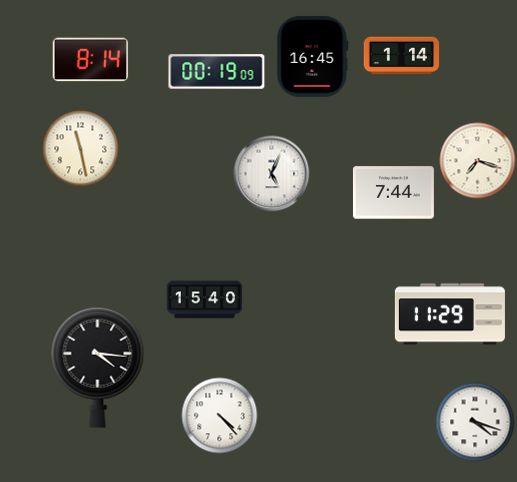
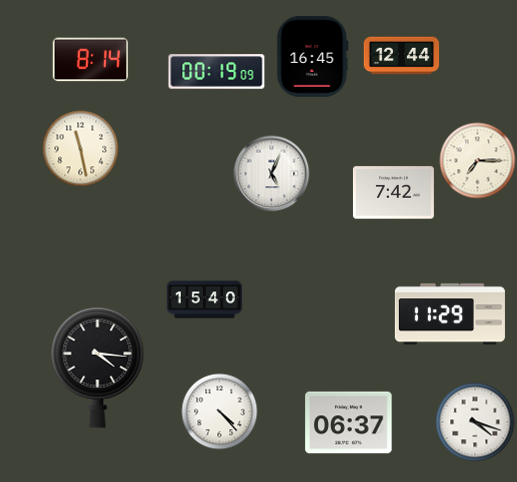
clock at (402, 56): 1:14 -> 12:44
clock at (478, 161): 7:18 -> 7:15
clock at (393, 193): 7:44 -> 7:42
clock at (220, 416) position: (220, 416) -> (220, 412)
clock at (349, 423): none -> 06:37
